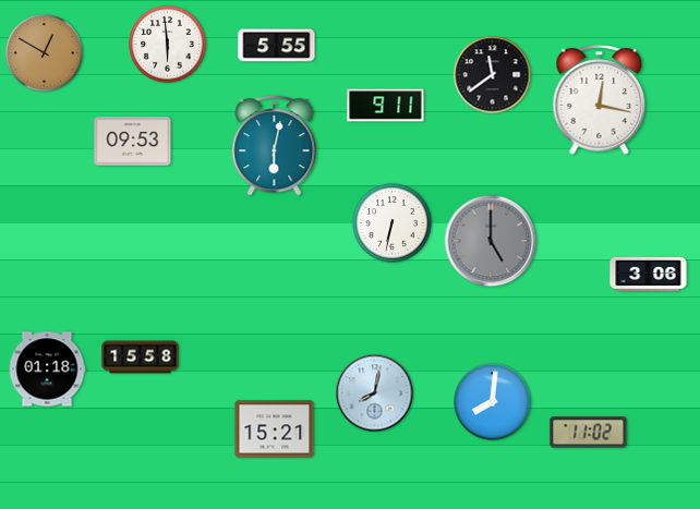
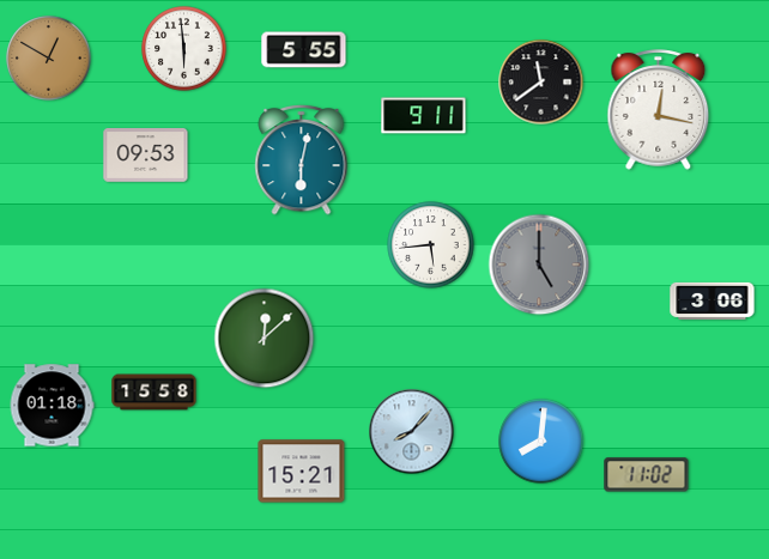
clock at (393, 223): 6:32 -> 5:44
clock at (265, 339): none -> 12:08
clock at (375, 393): 8:02 -> 8:07
